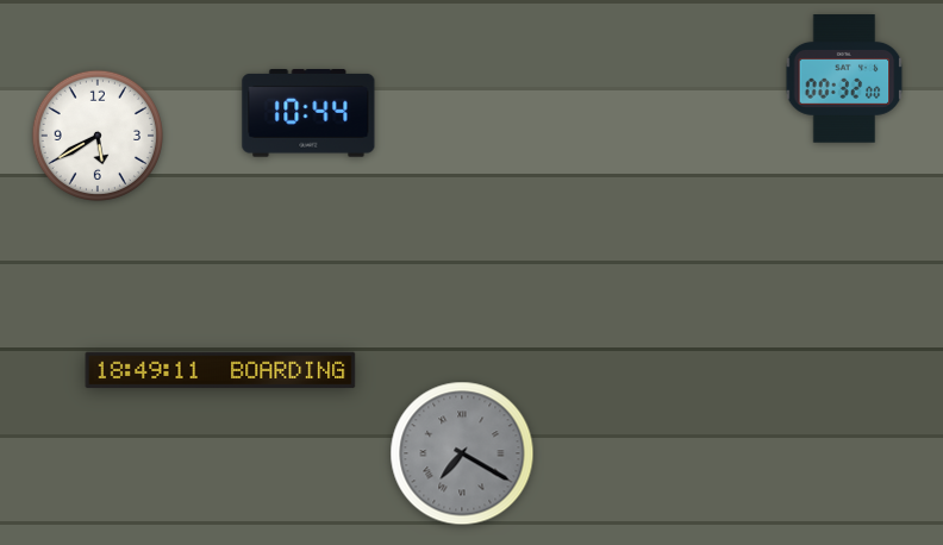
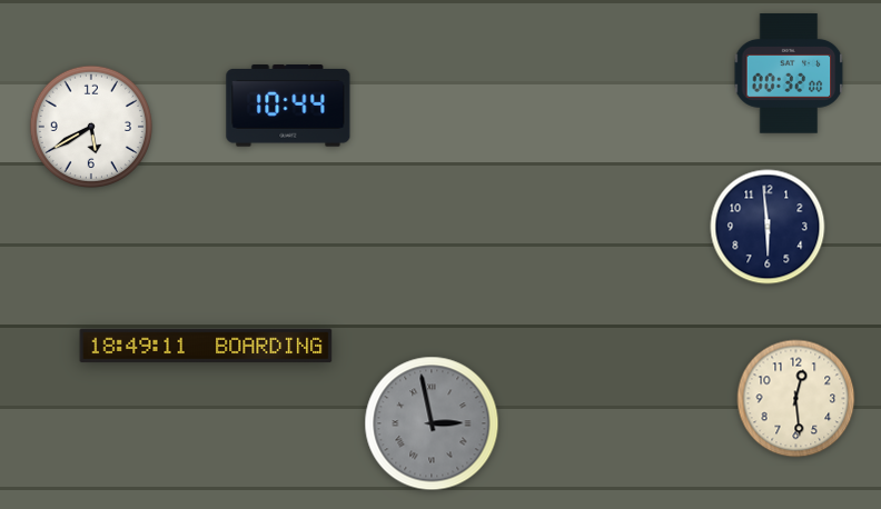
clock at (768, 227): none -> 5:59
clock at (796, 399): none -> 12:29
clock at (462, 453): 7:20 -> 2:58
